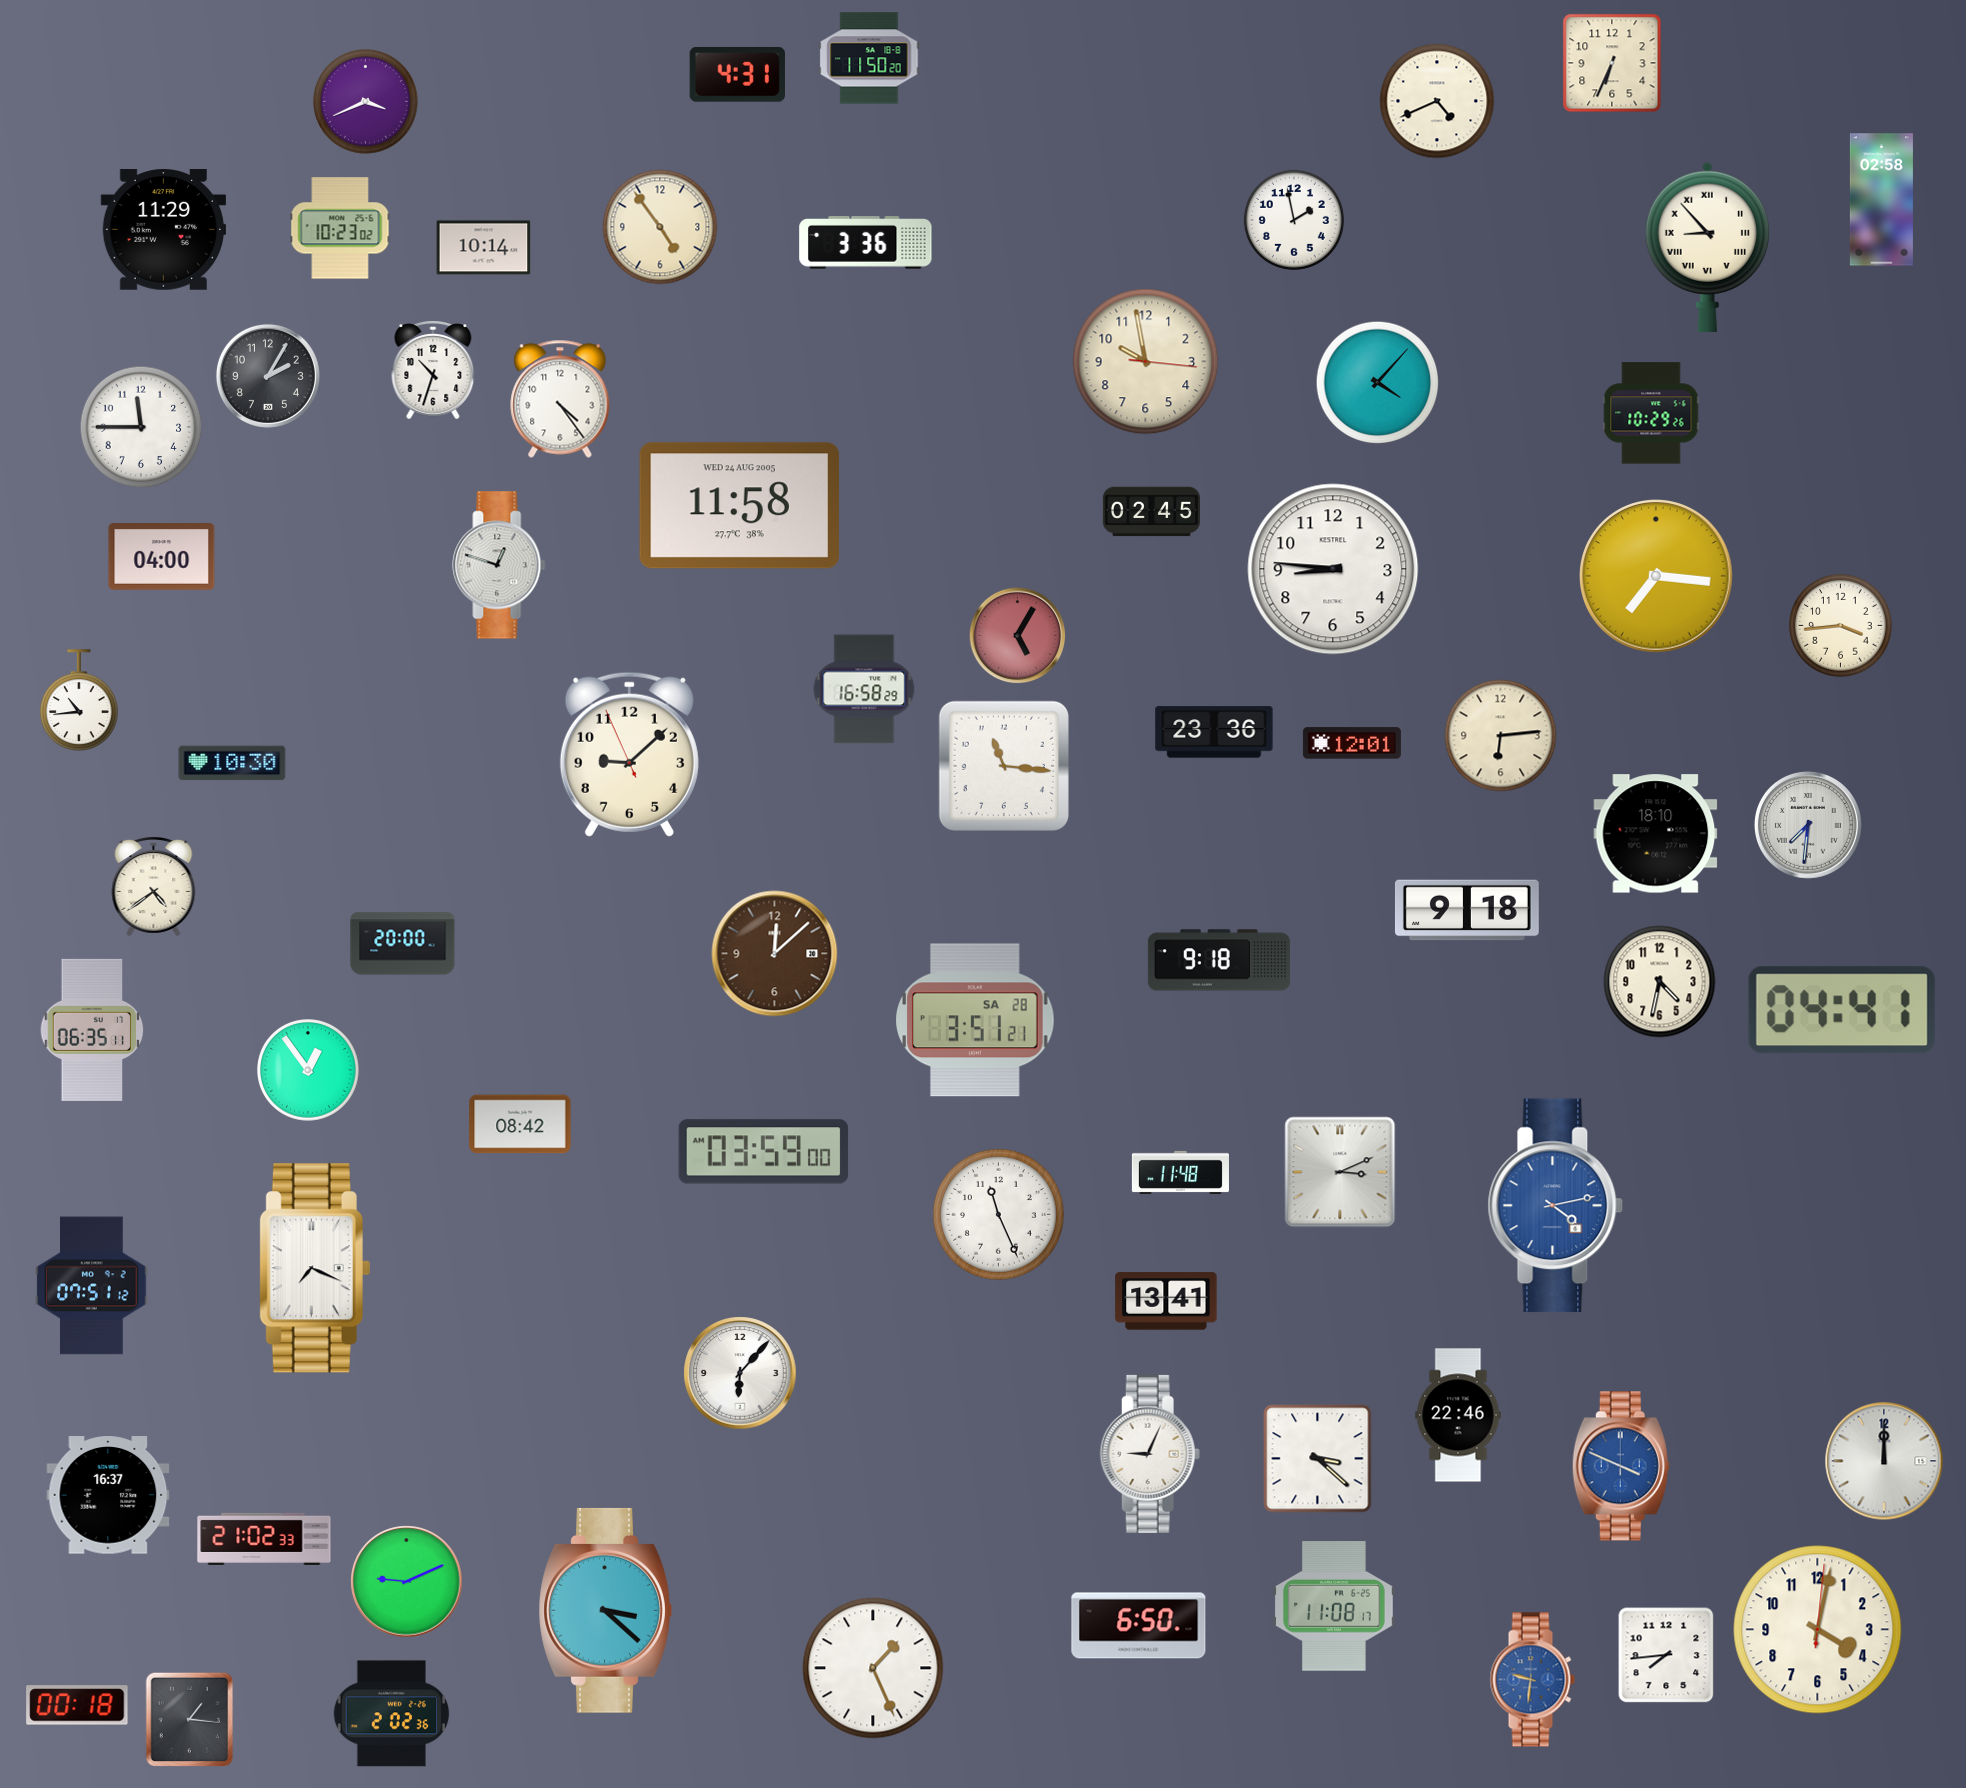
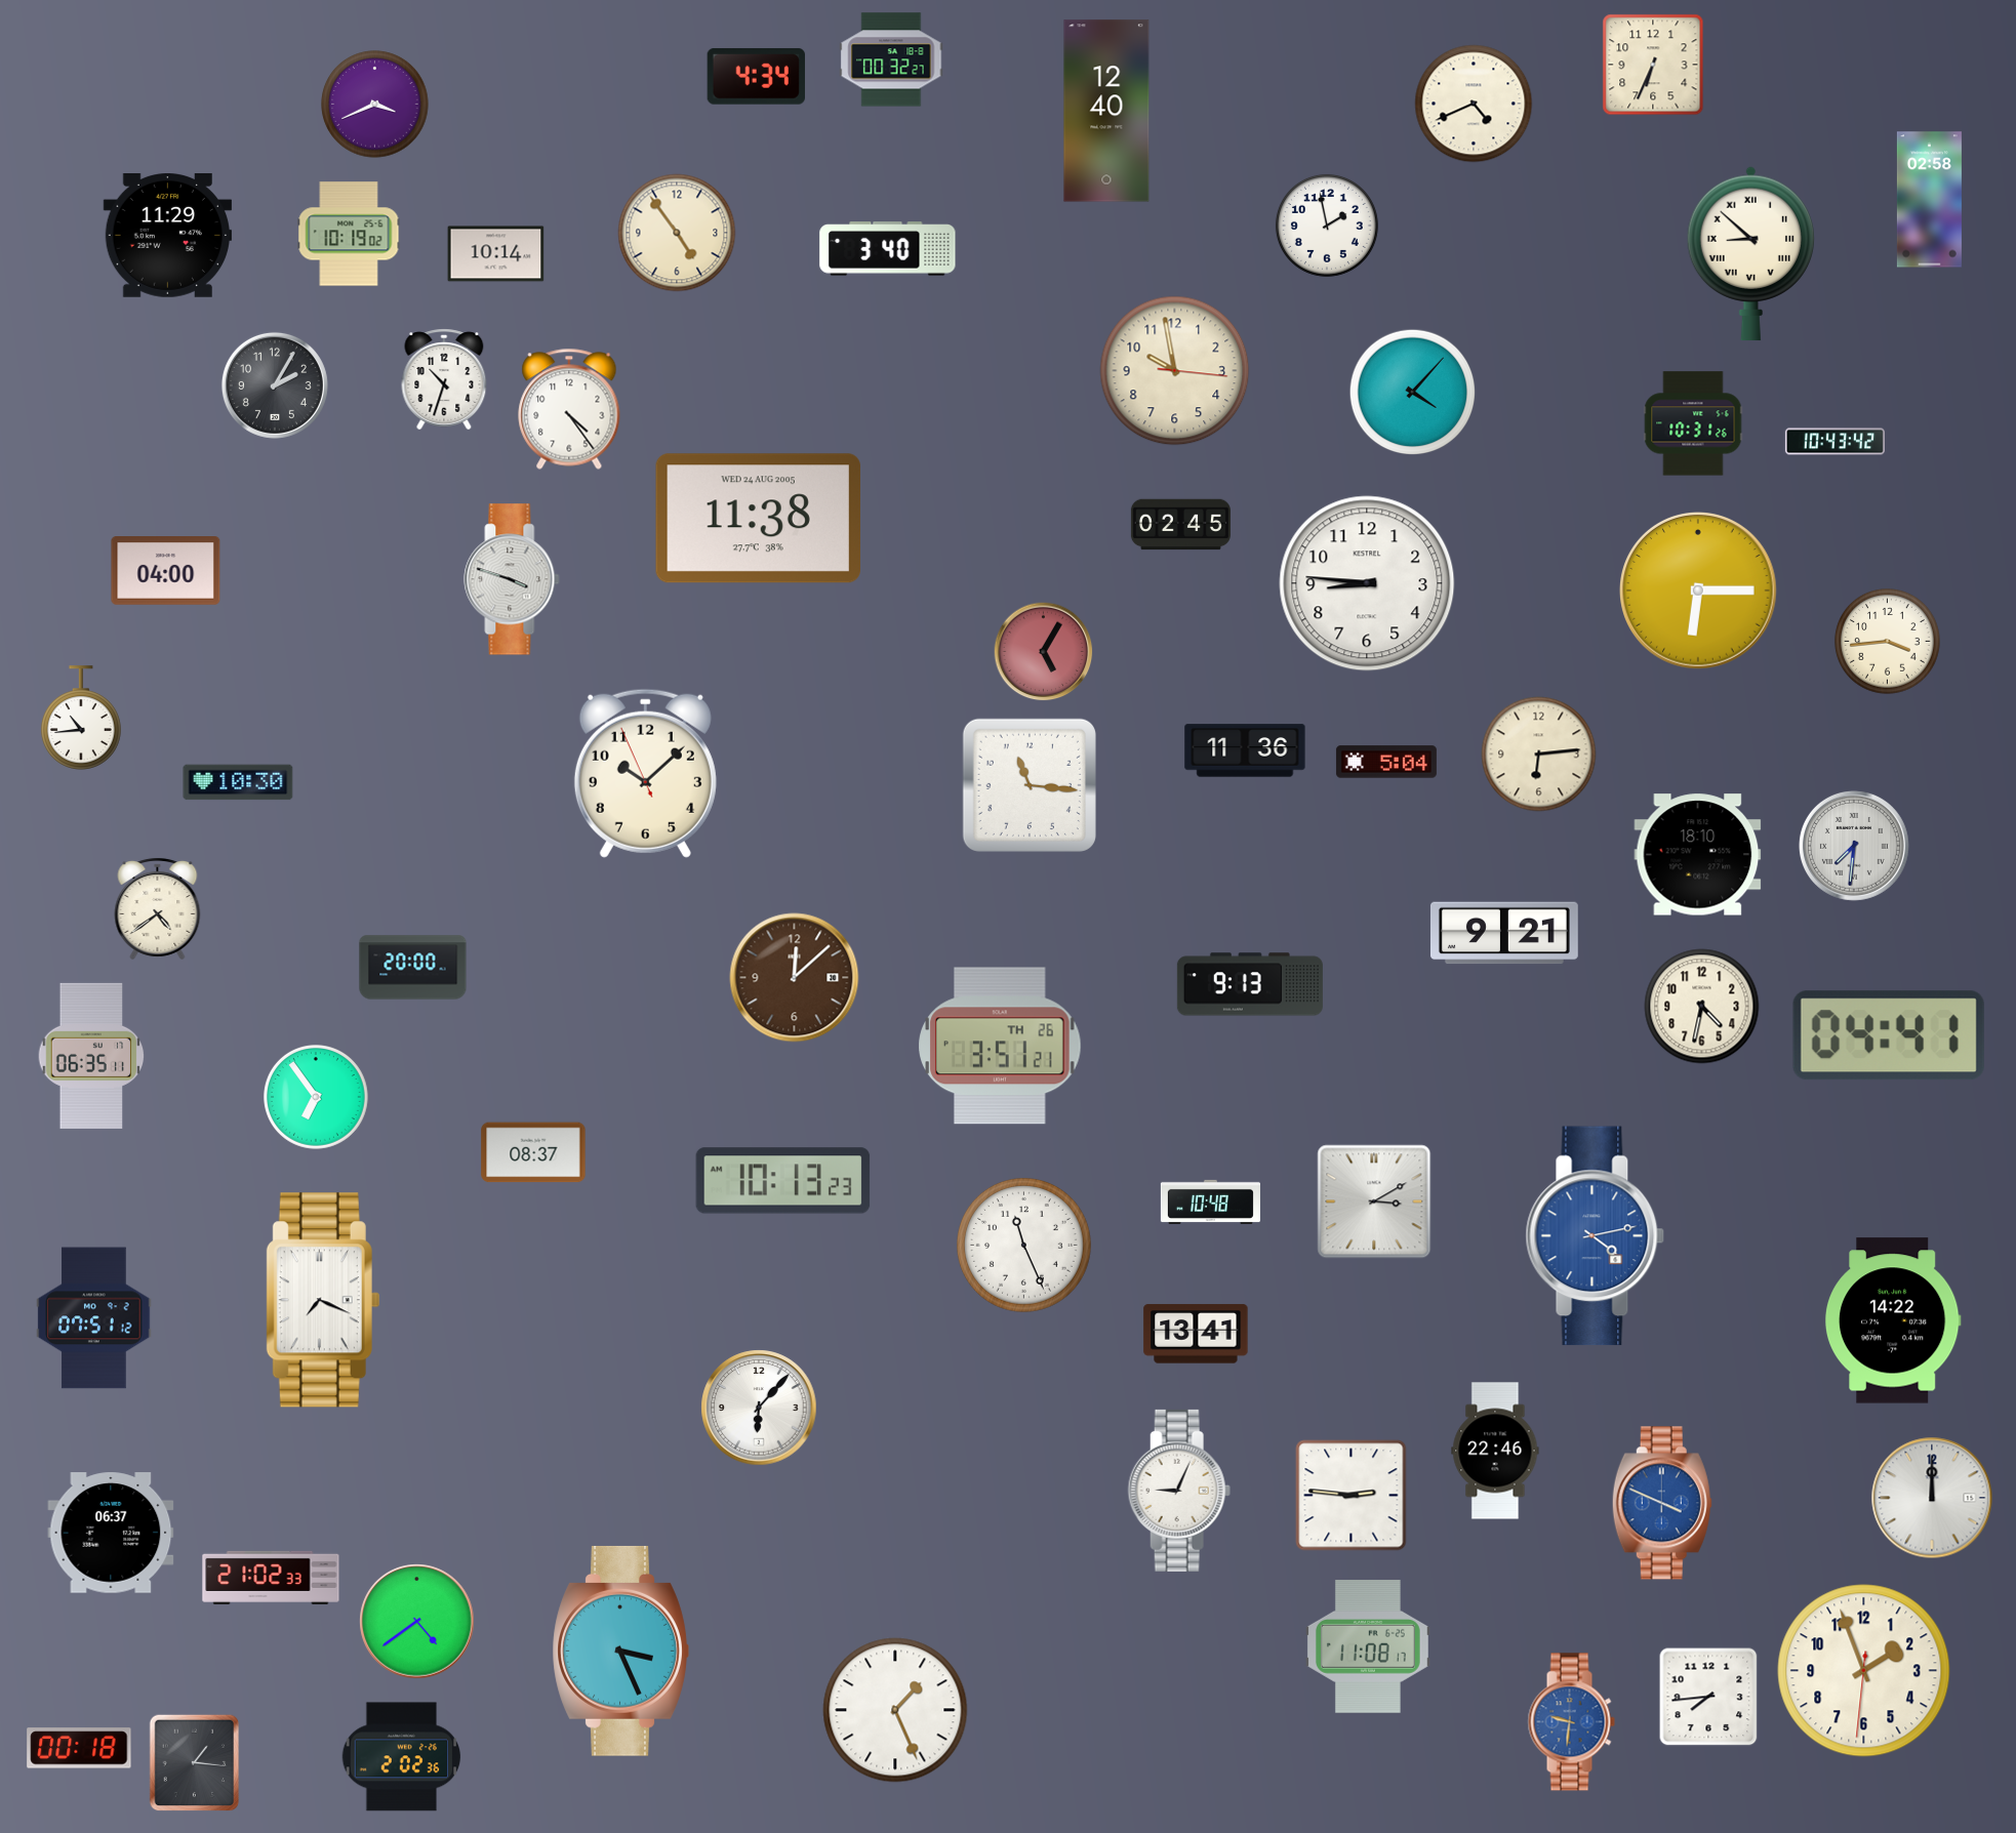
clock at (869, 58): 11:50 -> 00:32
clock at (737, 74): 4:31 -> 4:34
clock at (1106, 111): none -> 12:40
clock at (1881, 200) position: (1881, 200) -> (1929, 200)
clock at (340, 228): 10:23 -> 10:19
clock at (866, 243): 3:36 -> 3:40
clock at (1707, 248): 8:53 -> 8:52
clock at (560, 399) position: (560, 399) -> (569, 409)
clock at (1651, 413): 10:29 -> 10:31
clock at (141, 427): 11:45 -> none
clock at (1834, 442): none -> 10:43
clock at (739, 506): 11:58 -> 11:38
clock at (499, 565): 12:48 -> 3:48
clock at (1656, 576): 7:16 -> 6:15
clock at (864, 689): 16:58 -> none
clock at (1214, 732): 23:36 -> 11:36
clock at (1352, 743): 12:01 -> 5:04
clock at (629, 754): 9:07 -> 10:07
clock at (1467, 910): 9:18 -> 9:21
clock at (1219, 960): 9:18 -> 9:13
clock at (975, 1020) date: SA 28 -> TH 26
clock at (92, 1030) position: (92, 1030) -> (91, 1056)
clock at (309, 1071): 12:54 -> 6:54
clock at (520, 1124): 08:42 -> 08:37
clock at (764, 1152): 03:59 -> 10:13
clock at (1180, 1172): 11:48 -> 10:48
clock at (1340, 1172): 3:11 -> 3:10
clock at (1893, 1320): none -> 14:22
clock at (1318, 1459): 3:22 -> 2:46
clock at (108, 1495): 16:37 -> 06:37
clock at (407, 1582): 9:11 -> 4:39
clock at (605, 1610): 3:22 -> 3:26
clock at (1139, 1626): 6:50 -> none
clock at (1818, 1630): 4:02 -> 1:56
